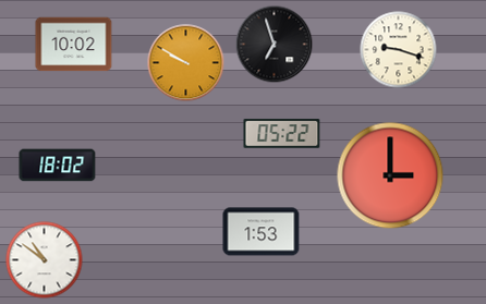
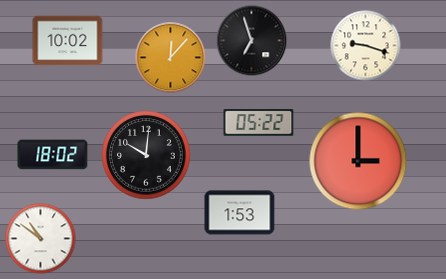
clock at (186, 63): 9:50 -> 12:07
clock at (58, 166) position: (58, 166) -> (53, 155)
clock at (146, 155): none -> 10:01
